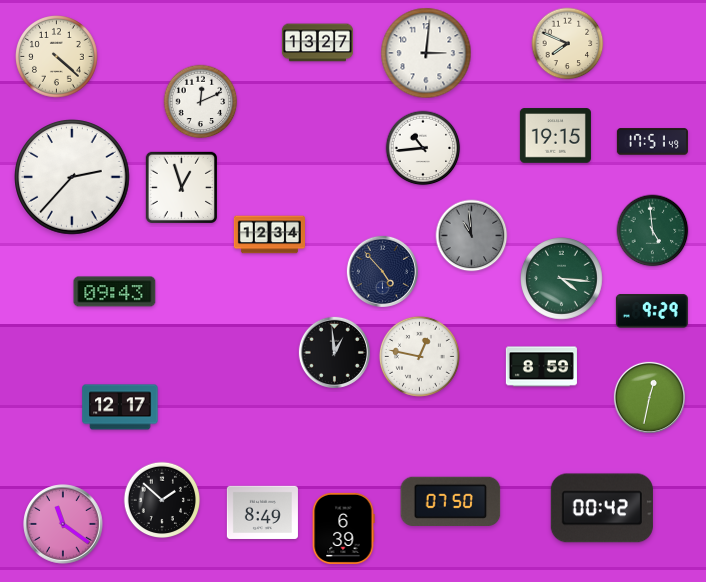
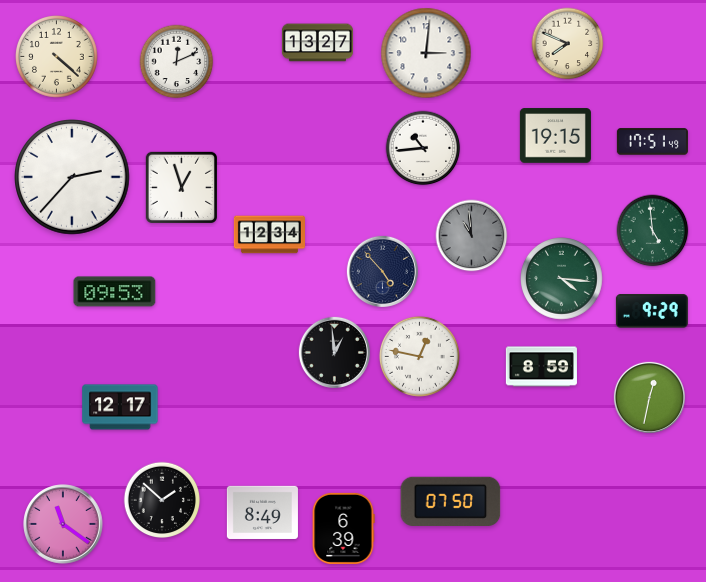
clock at (201, 102) position: (201, 102) -> (177, 62)
clock at (115, 292): 09:43 -> 09:53
clock at (602, 508): 00:42 -> none
